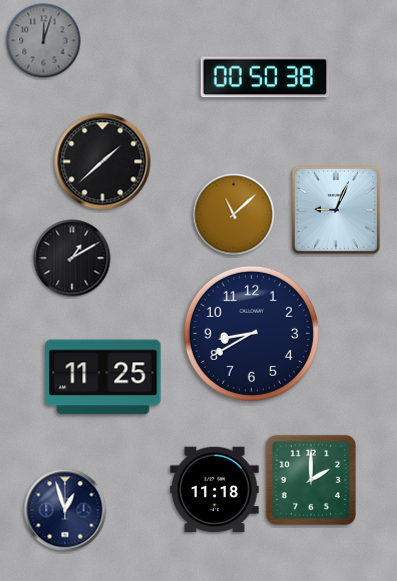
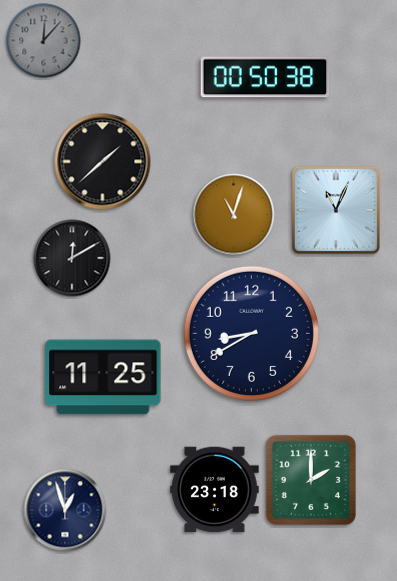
clock at (44, 41): 12:03 -> 12:07
clock at (336, 210): 9:04 -> 11:04
clock at (234, 215): 11:08 -> 11:03
clock at (72, 258): 1:10 -> 12:10
clock at (215, 490): 11:18 -> 23:18
